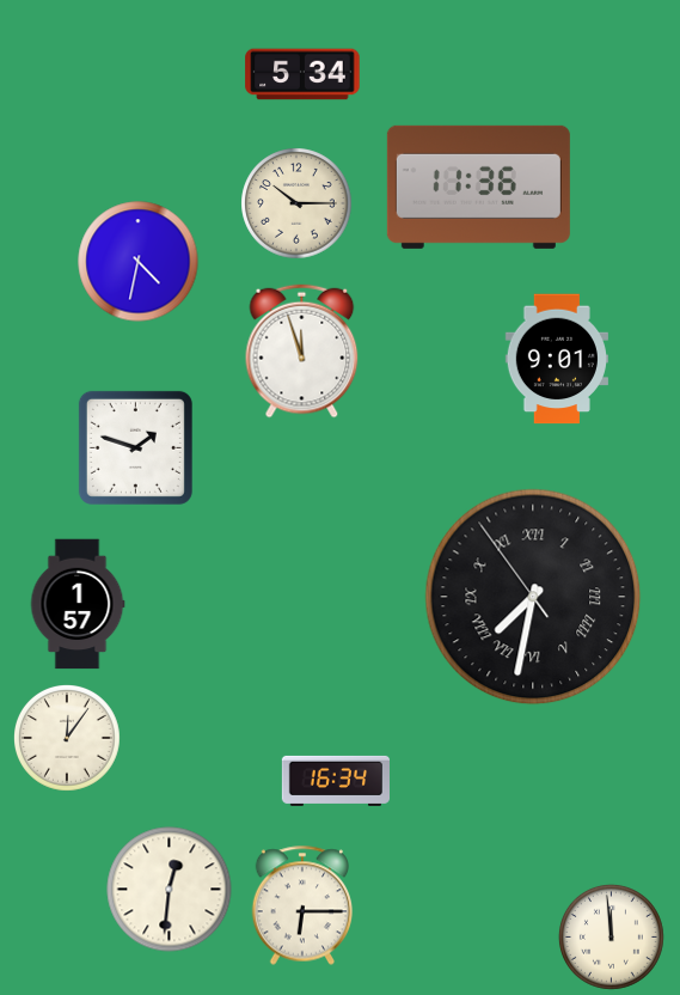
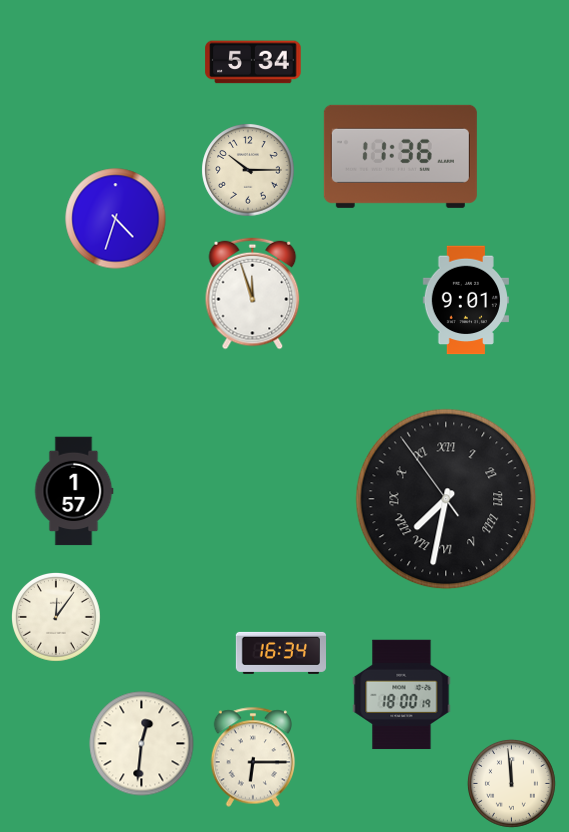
clock at (139, 262): 4:32 -> 4:33
clock at (135, 447): 1:48 -> none
clock at (78, 604) position: (78, 604) -> (74, 491)
clock at (402, 695): none -> 18:00
